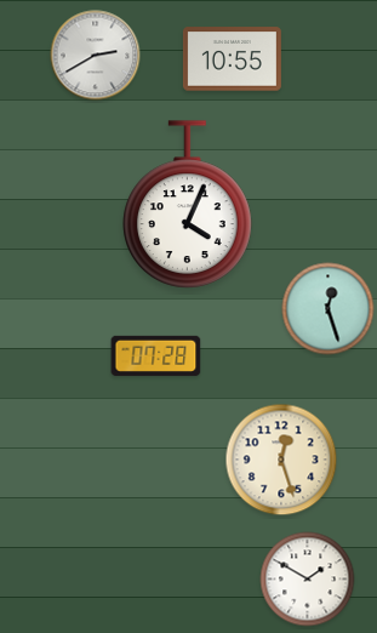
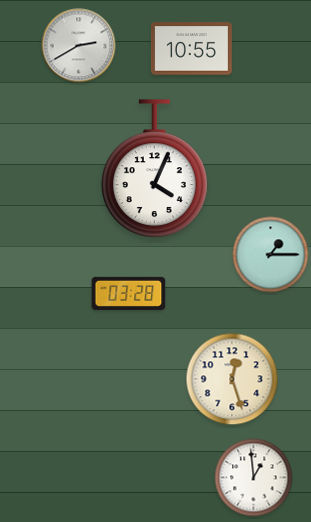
clock at (329, 309): 12:27 -> 1:15
clock at (156, 355): 07:28 -> 03:28
clock at (308, 580): 1:50 -> 12:59
